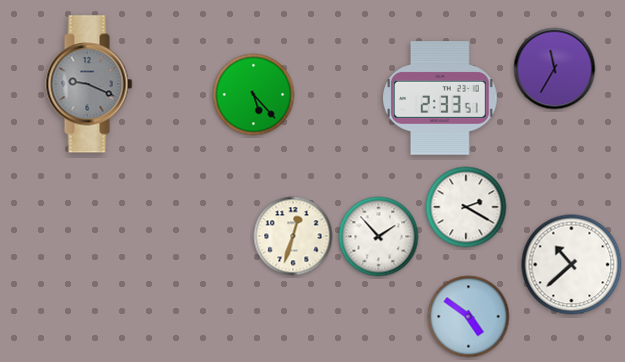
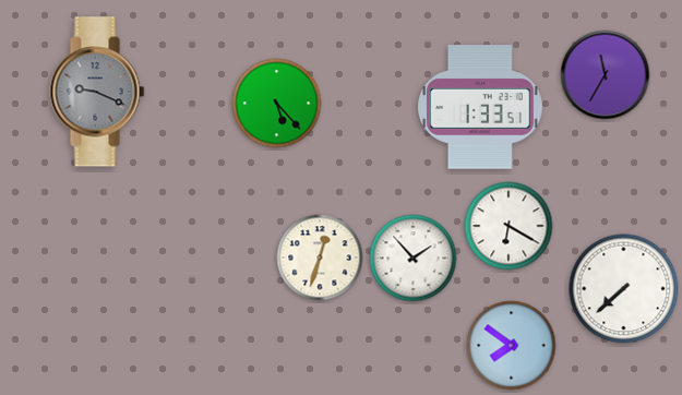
clock at (440, 98): 2:33 -> 1:33
clock at (466, 207): 2:20 -> 6:20
clock at (572, 265): 10:38 -> 7:38
clock at (469, 317): 4:51 -> 7:51
